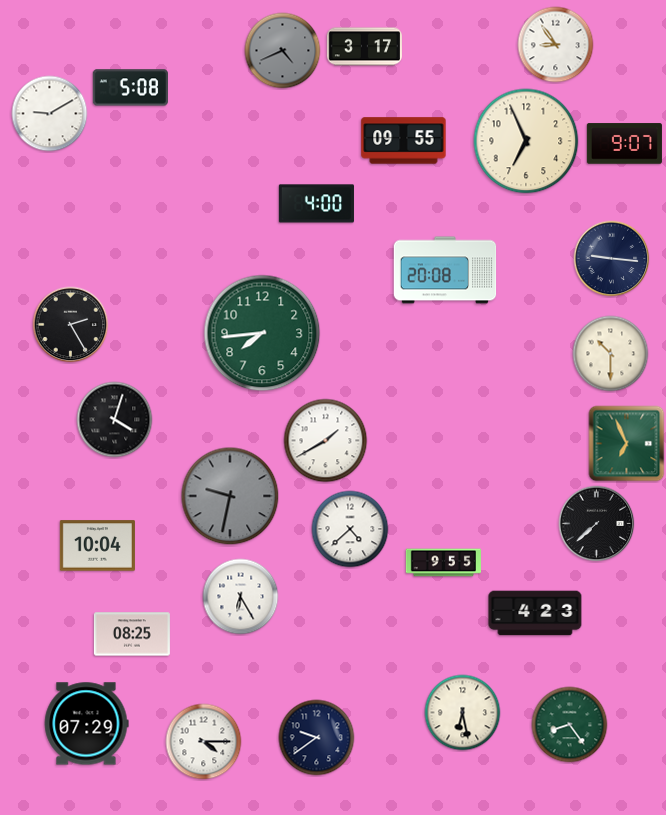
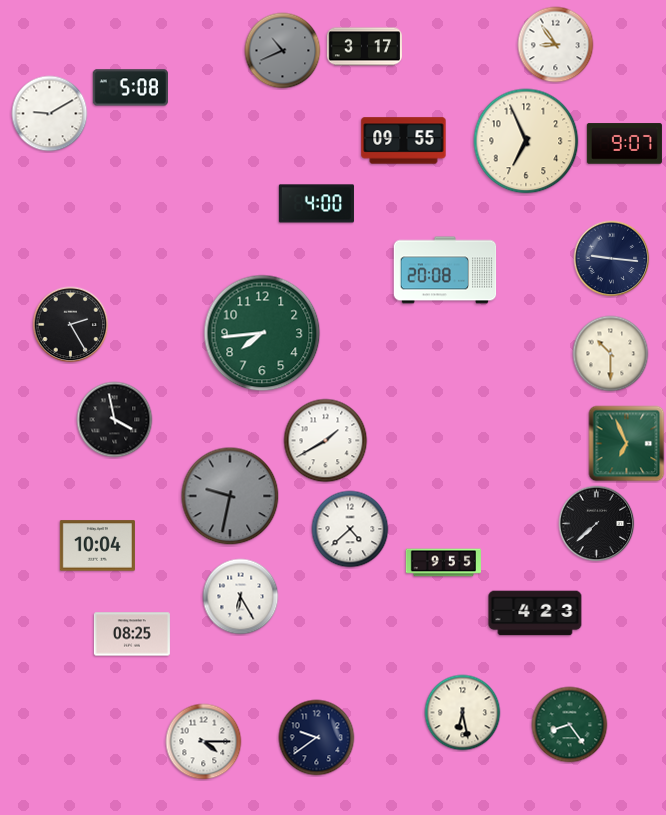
clock at (283, 51): 4:41 -> 10:41
clock at (115, 420): 4:03 -> 3:58
clock at (86, 724): 07:29 -> none
